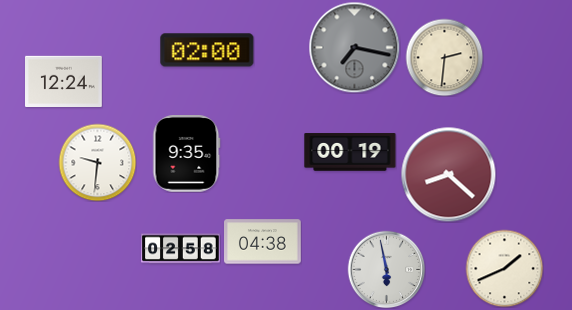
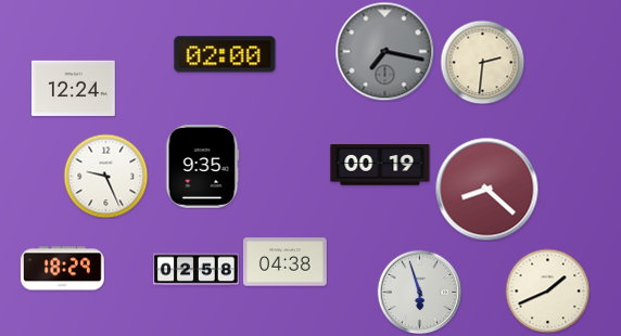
clock at (64, 82) position: (64, 82) -> (74, 89)
clock at (97, 162): 9:31 -> 9:26
clock at (63, 269): none -> 18:29
clock at (386, 269): 5:58 -> 5:57
